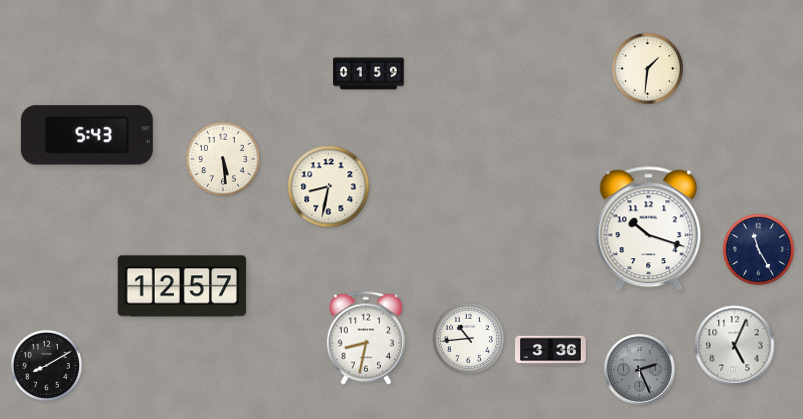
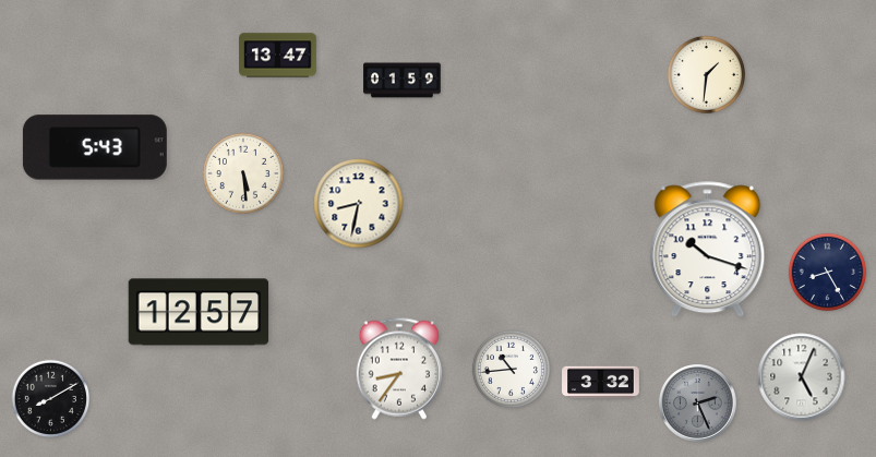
clock at (278, 56): none -> 13:47
clock at (759, 250): 11:25 -> 8:25
clock at (365, 338): 8:32 -> 8:36
clock at (551, 351): 3:36 -> 3:32
